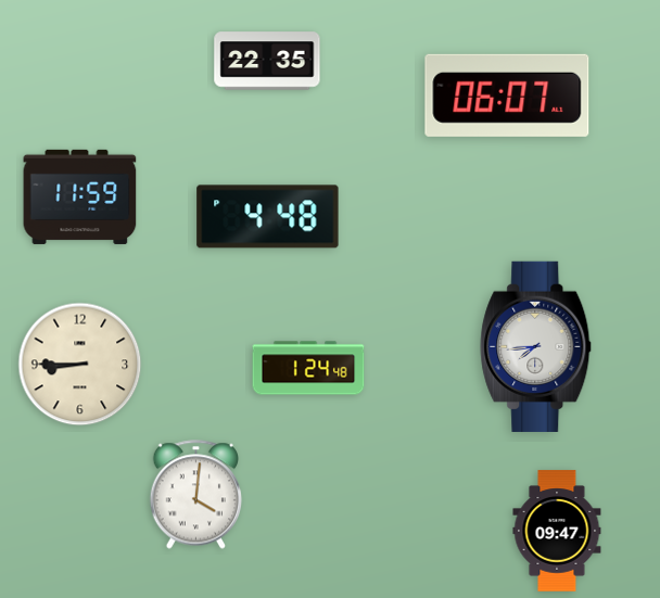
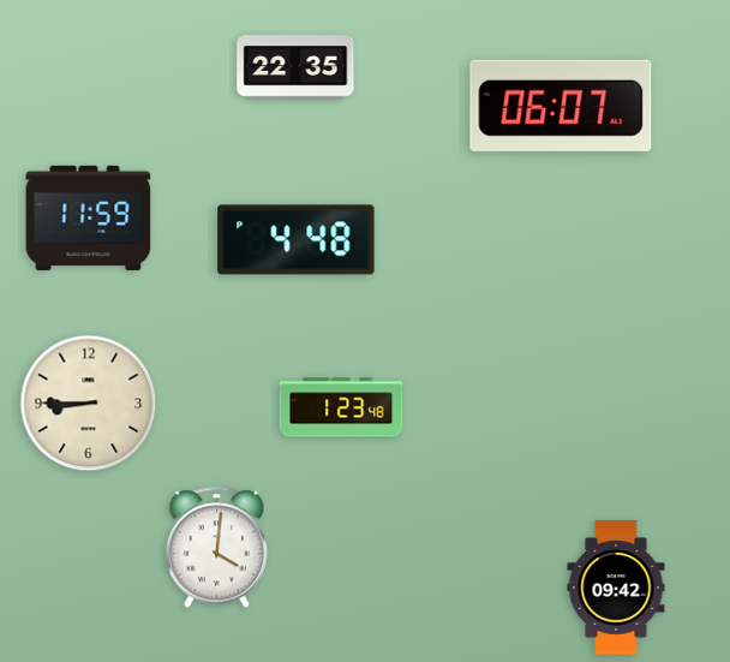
clock at (536, 346): 7:44 -> none
clock at (308, 368): 1:24 -> 1:23
clock at (557, 531): 09:47 -> 09:42
